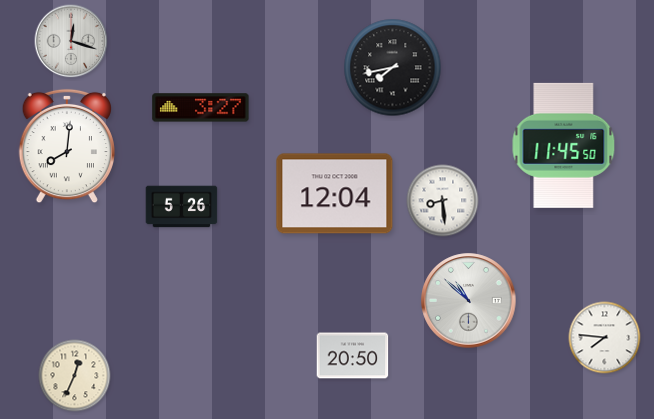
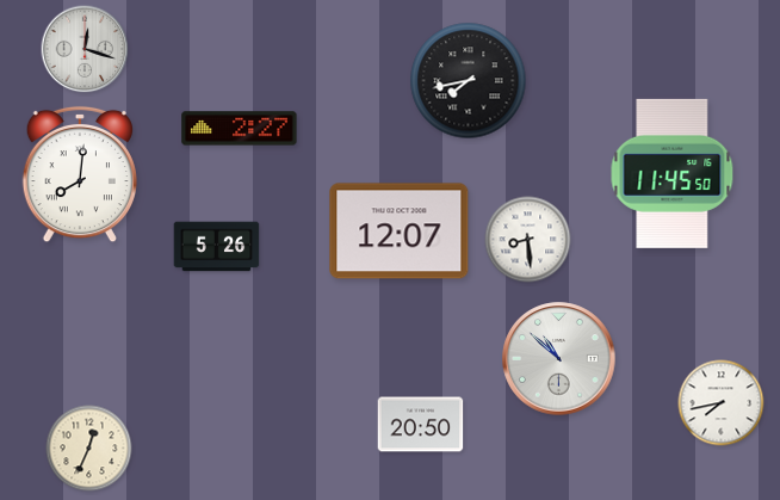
clock at (201, 108): 3:27 -> 2:27
clock at (335, 194): 12:04 -> 12:07
clock at (605, 338): 7:46 -> 7:43
